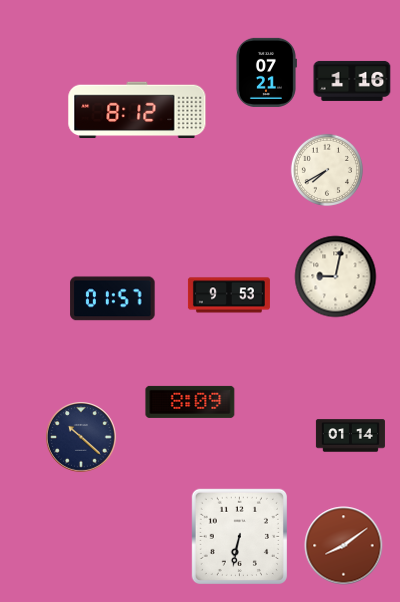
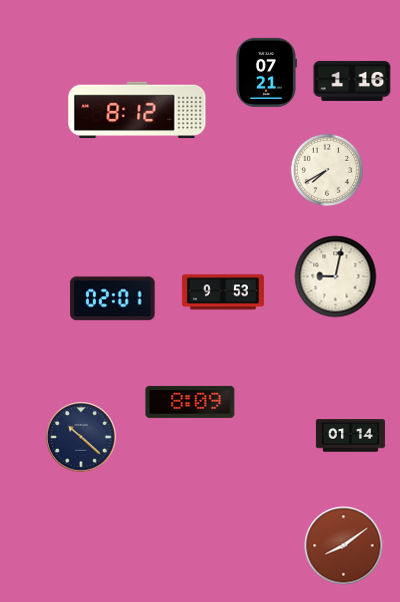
clock at (229, 295) position: (229, 295) -> (223, 292)
clock at (113, 299): 01:57 -> 02:01
clock at (239, 536): 6:32 -> none
